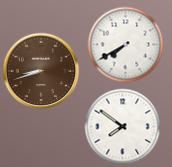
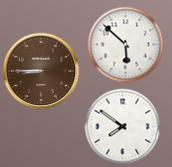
clock at (126, 45): 7:40 -> 5:52
clock at (41, 71): 8:42 -> 8:45
